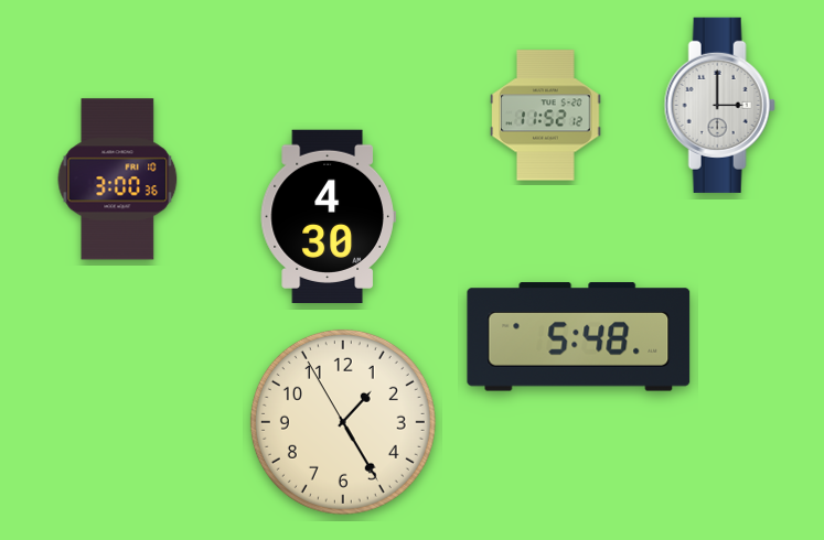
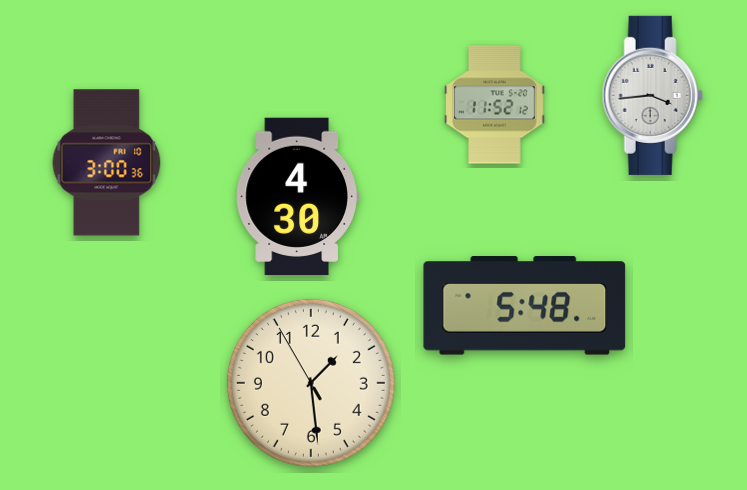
clock at (719, 105): 3:00 -> 3:44
clock at (343, 422): 1:24 -> 1:28
